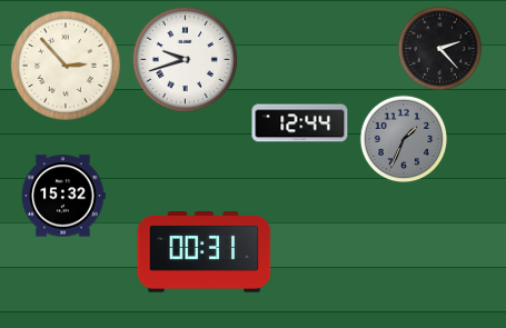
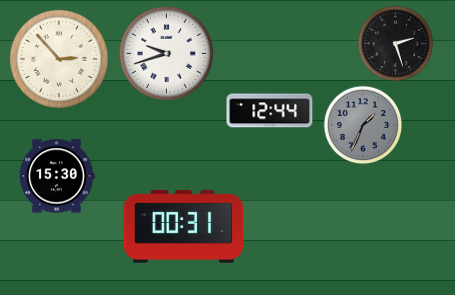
clock at (440, 49): 2:23 -> 2:27
clock at (63, 196): 15:32 -> 15:30
